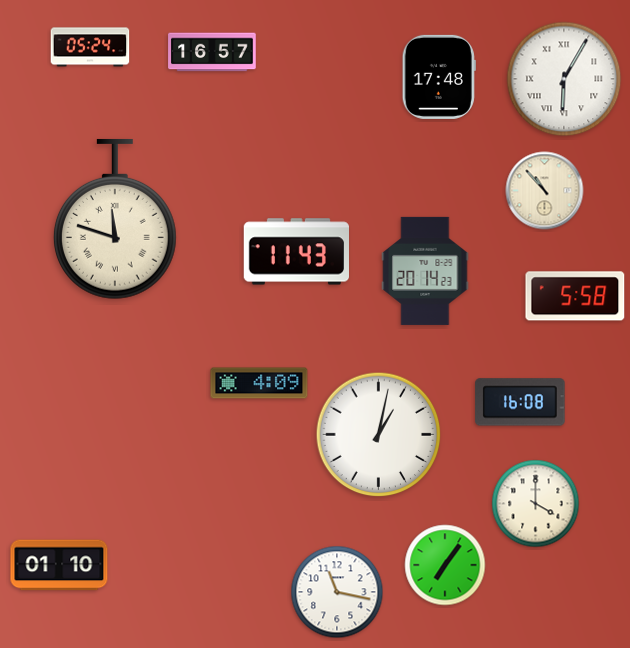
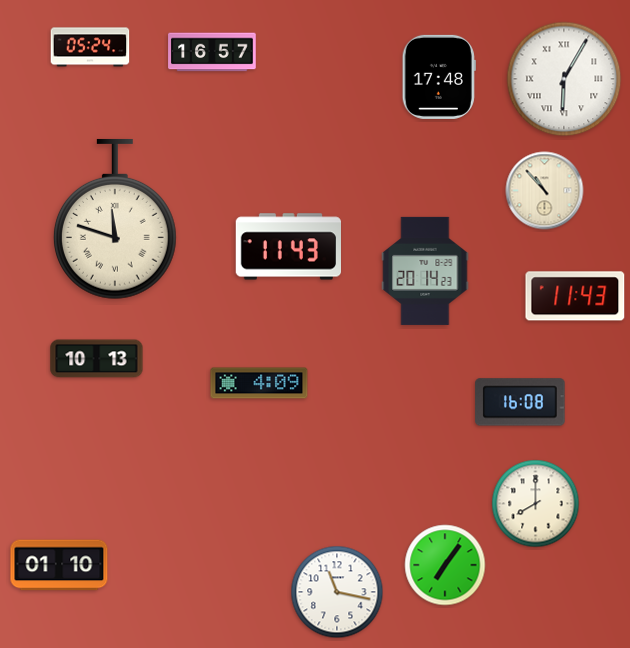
clock at (296, 252) position: (296, 252) -> (288, 247)
clock at (575, 296): 5:58 -> 11:43
clock at (97, 359): none -> 10:13
clock at (379, 435): 1:02 -> none
clock at (536, 504): 4:00 -> 8:00
